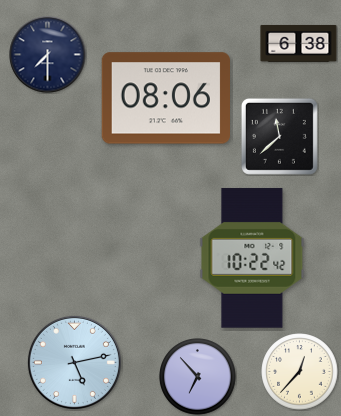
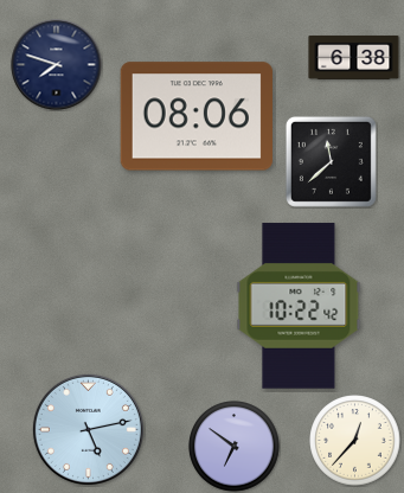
clock at (299, 43) position: (299, 43) -> (354, 57)
clock at (48, 55): 7:30 -> 7:48
clock at (198, 377): 6:53 -> 6:51
